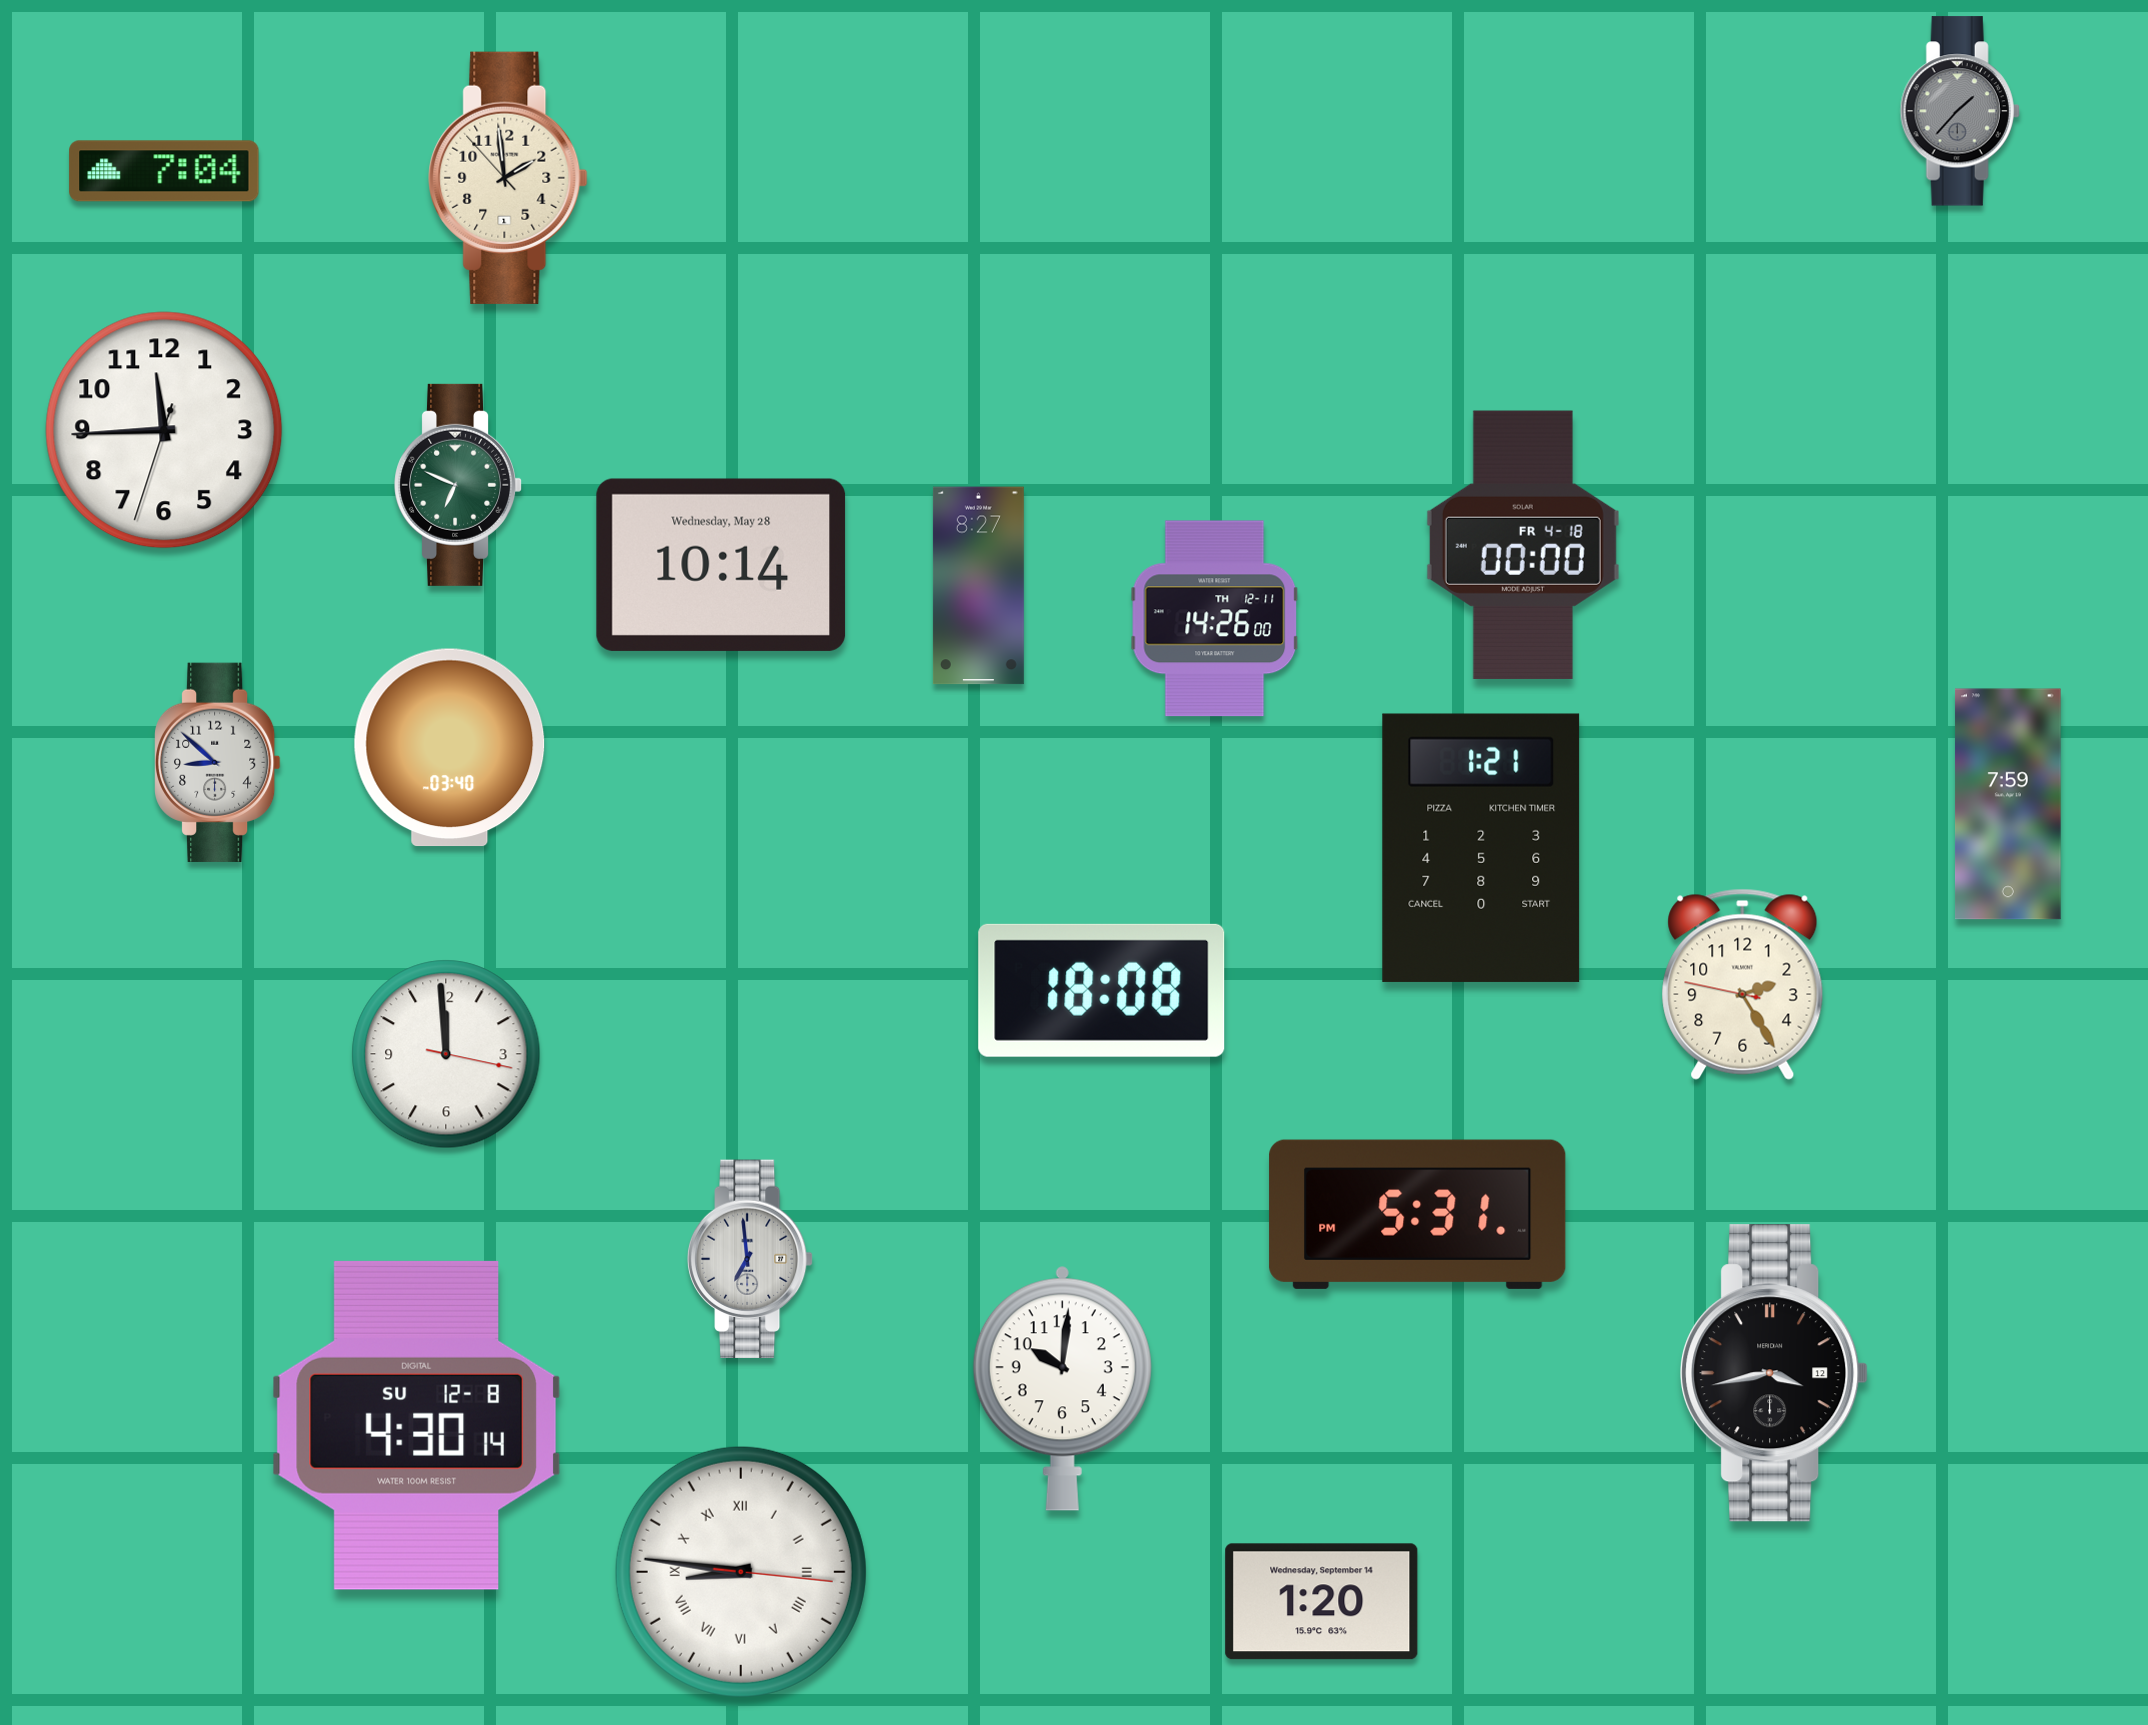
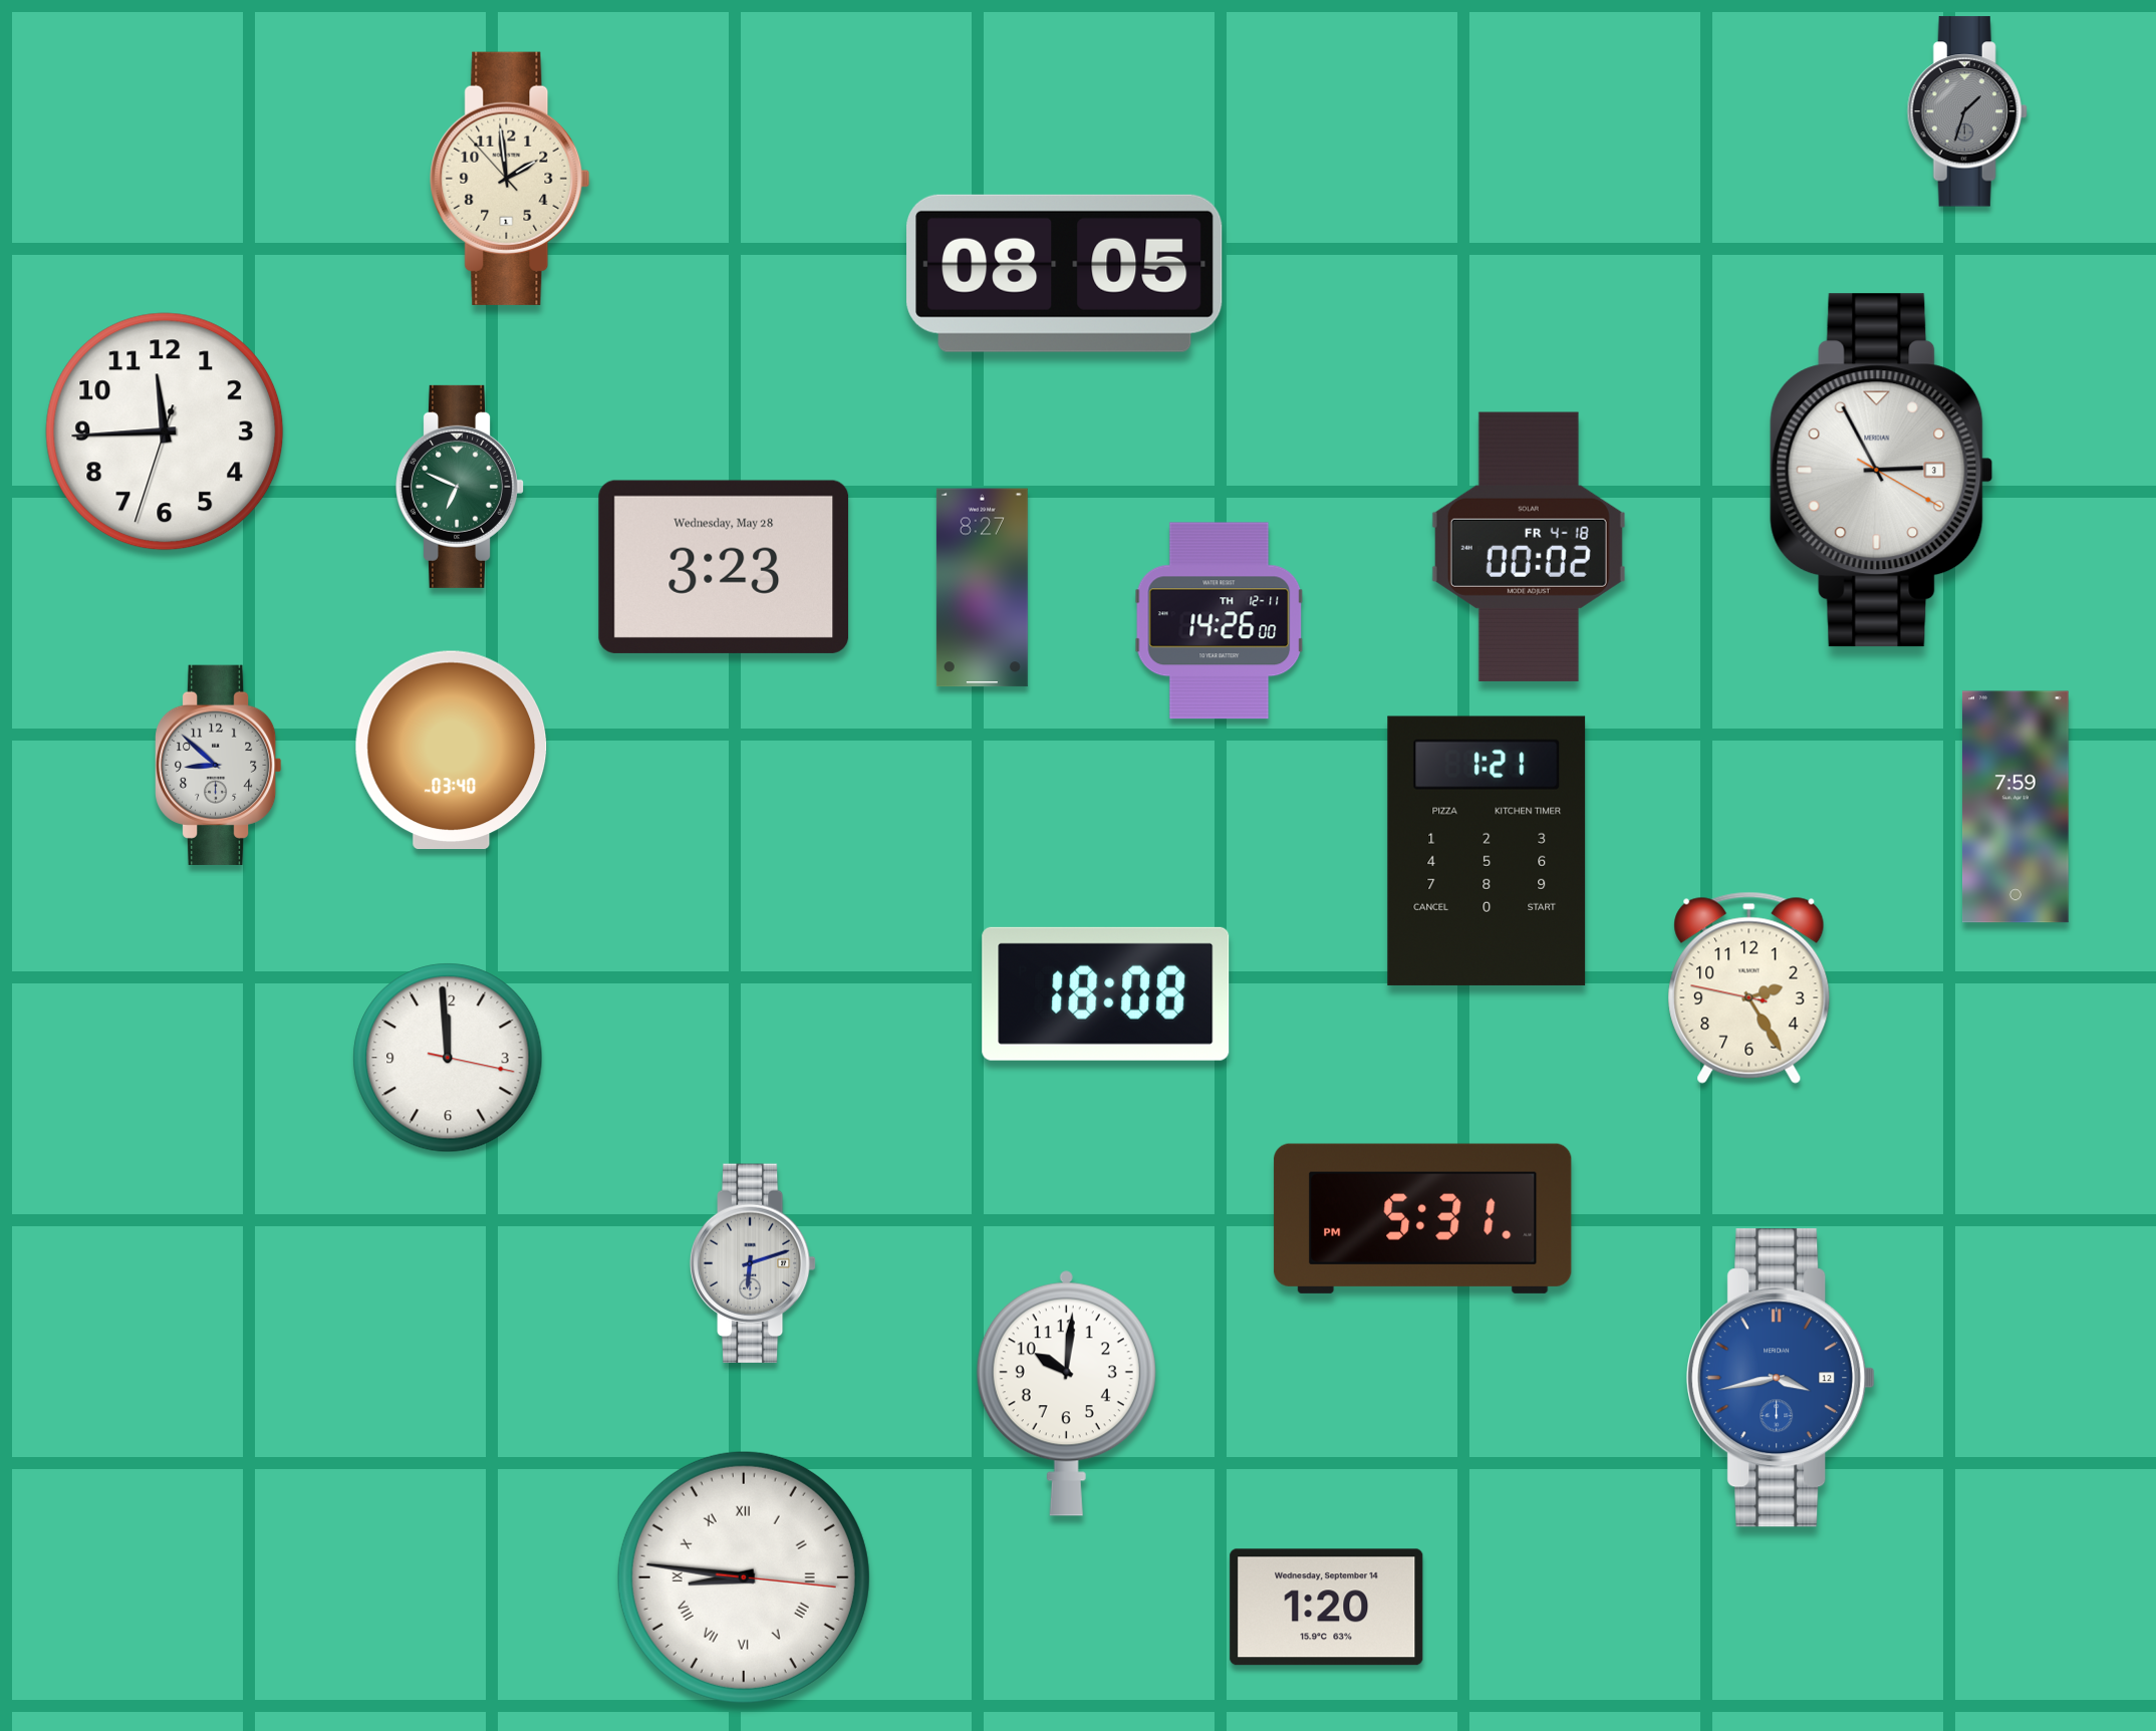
clock at (1960, 111): 1:37 -> 1:33
clock at (164, 171): 7:04 -> none
clock at (1065, 273): none -> 08:05
clock at (1882, 471): none -> 2:55
clock at (1523, 545): 00:00 -> 00:02
clock at (721, 565): 10:14 -> 3:23
clock at (750, 1259): 6:59 -> 6:12
clock at (1774, 1373) dial: black -> blue
clock at (416, 1425): 4:30 -> none
